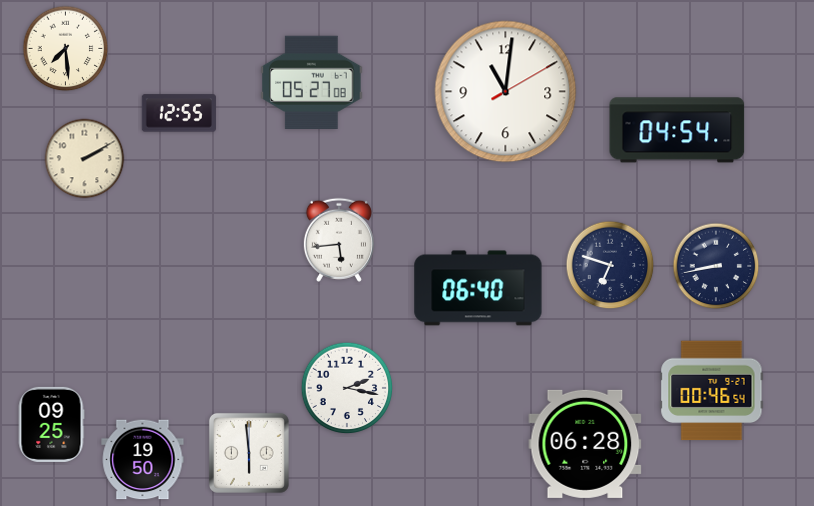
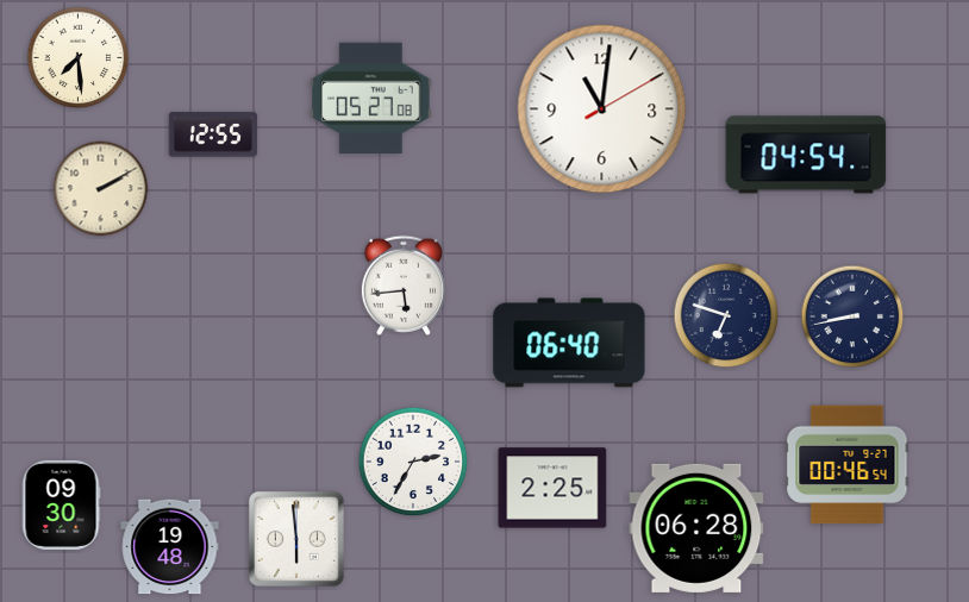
clock at (347, 388): 2:17 -> 2:35
clock at (552, 488): none -> 2:25
clock at (51, 424): 09:25 -> 09:30
clock at (143, 460): 19:50 -> 19:48
